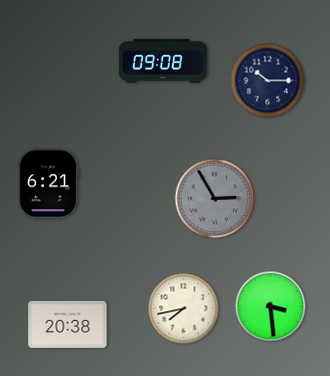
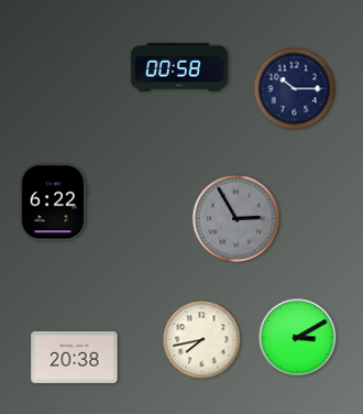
clock at (163, 61): 09:08 -> 00:58
clock at (48, 184): 6:21 -> 6:22
clock at (271, 307): 3:29 -> 3:10
